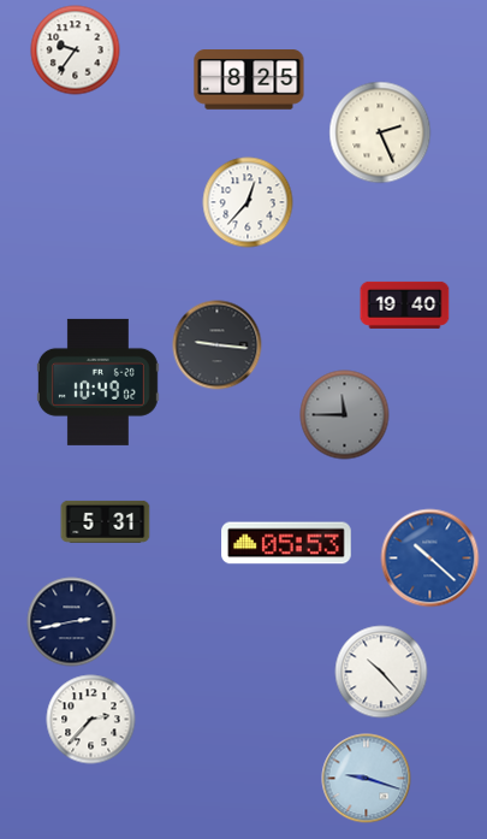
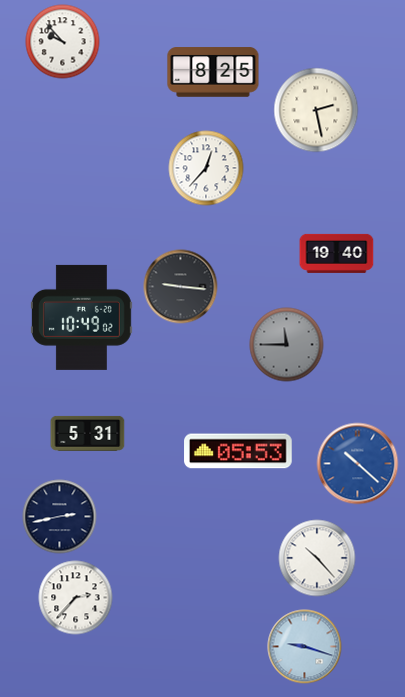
clock at (76, 51): 9:36 -> 9:53
clock at (249, 79) position: (249, 79) -> (213, 72)
clock at (380, 132): 2:26 -> 2:28
